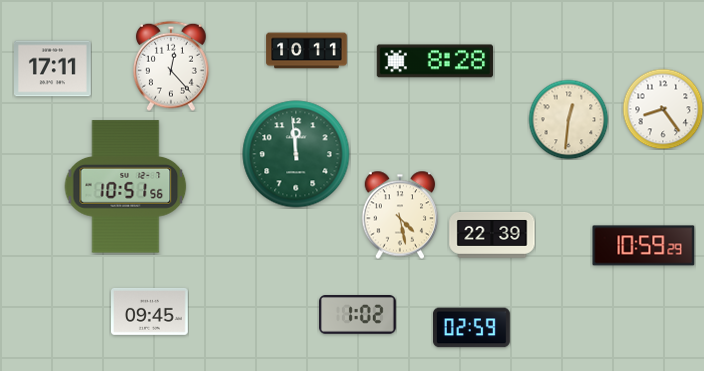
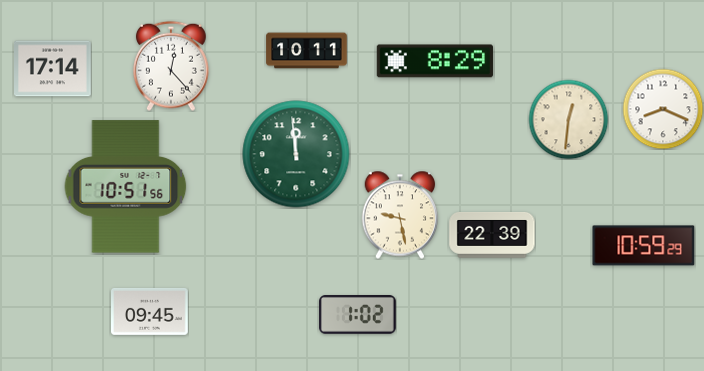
clock at (435, 61): 8:28 -> 8:29
clock at (53, 69): 17:11 -> 17:14
clock at (663, 109): 8:24 -> 8:19
clock at (400, 215): 4:28 -> 9:28
clock at (472, 328): 02:59 -> none
